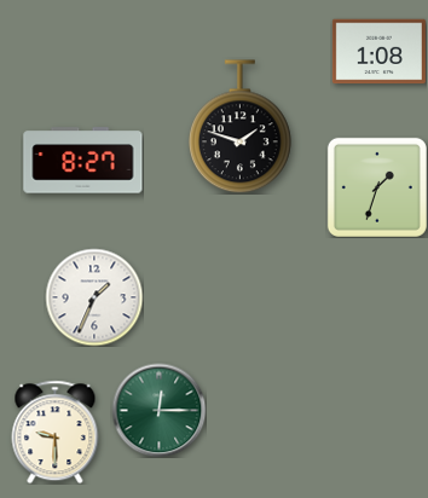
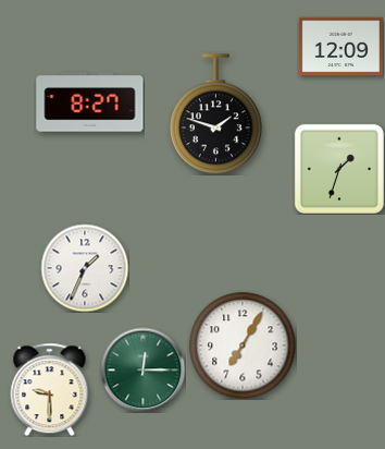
clock at (378, 52): 1:08 -> 12:09
clock at (83, 161) position: (83, 161) -> (90, 102)
clock at (243, 345): none -> 7:05
